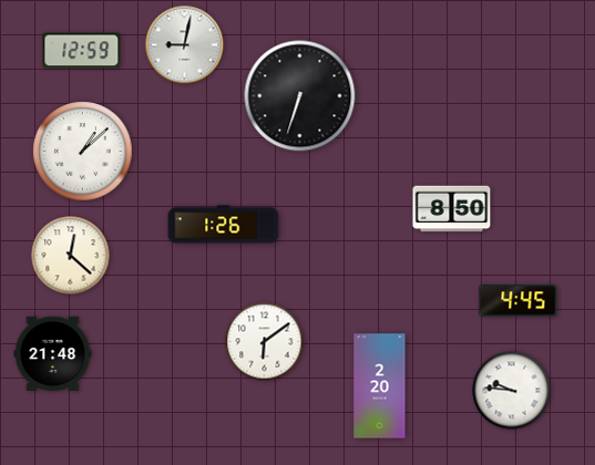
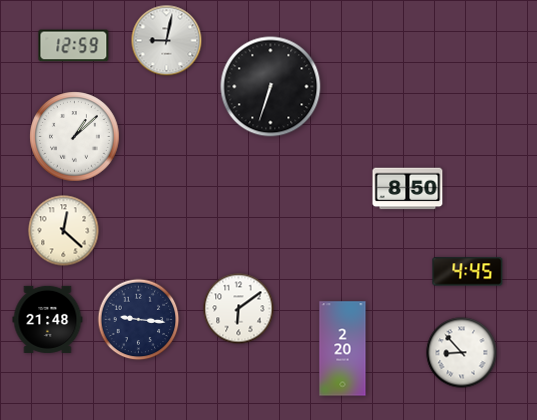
clock at (224, 225): 1:26 -> none
clock at (139, 320): none -> 9:16
clock at (512, 391): 9:46 -> 8:53
